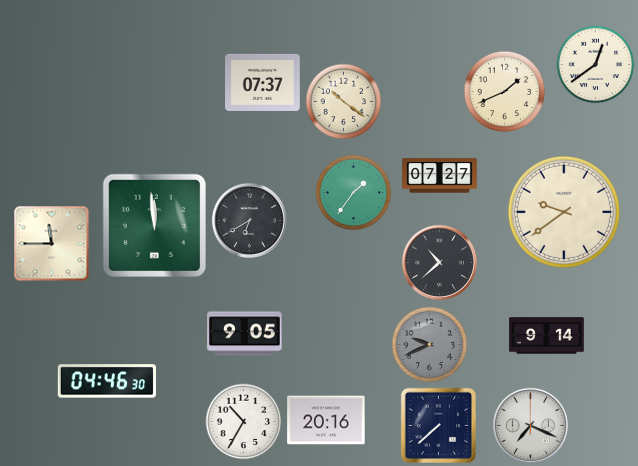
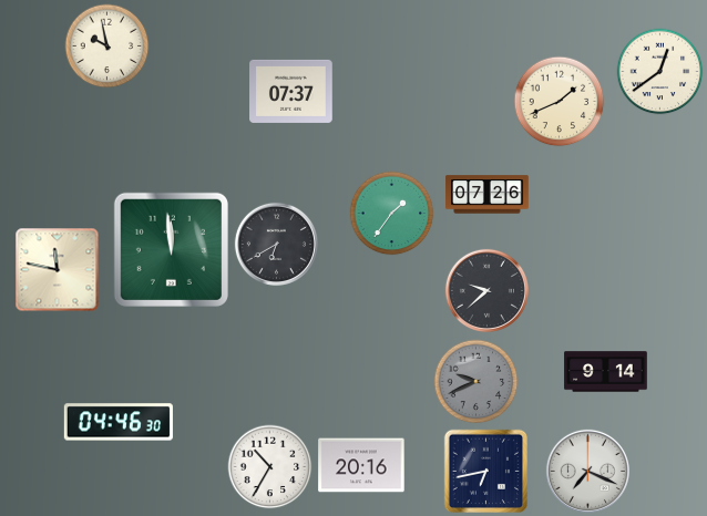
clock at (107, 47): none -> 9:58
clock at (344, 102): 10:21 -> none
clock at (440, 176): 07:27 -> 07:26
clock at (564, 212): 9:39 -> none
clock at (52, 244): 11:45 -> 11:47
clock at (439, 262): 10:38 -> 9:38
clock at (245, 334): 9:05 -> none
clock at (438, 425): 7:38 -> 6:43
